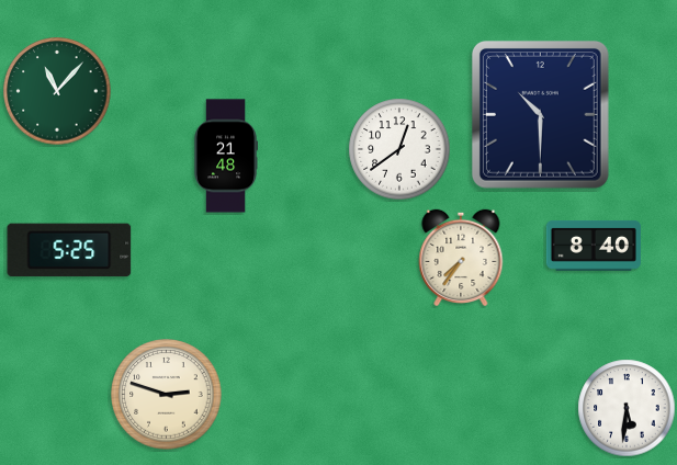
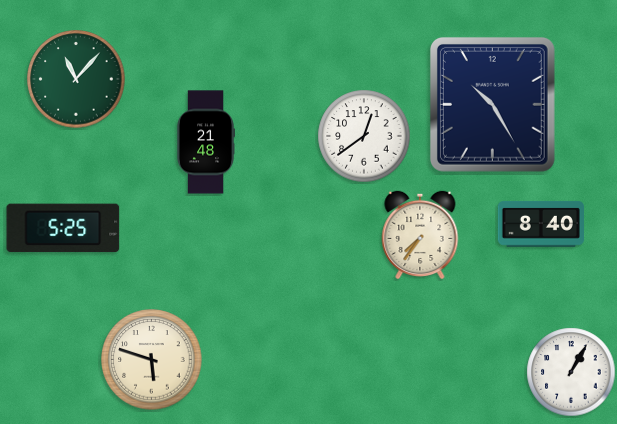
clock at (57, 91) position: (57, 91) -> (76, 79)
clock at (540, 114): 10:30 -> 10:25
clock at (167, 395): 2:48 -> 5:48
clock at (627, 408): 5:31 -> 1:05
